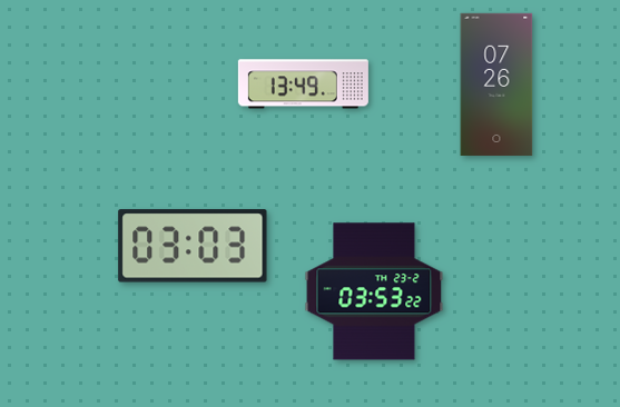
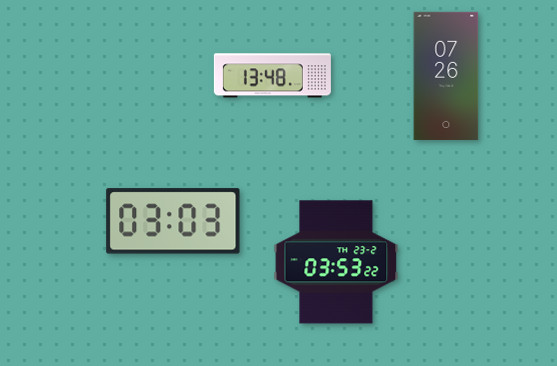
clock at (303, 85): 13:49 -> 13:48
